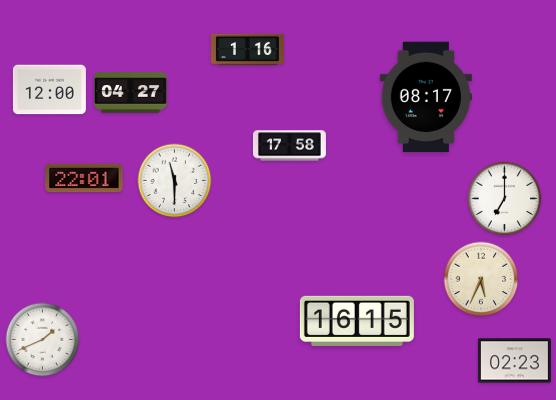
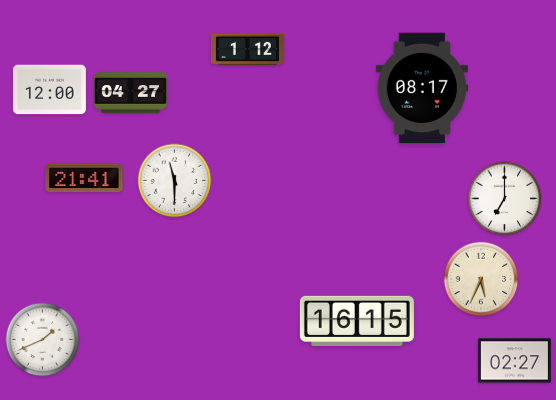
clock at (247, 50): 1:16 -> 1:12
clock at (426, 97) position: (426, 97) -> (422, 88)
clock at (289, 146): 17:58 -> none
clock at (84, 178): 22:01 -> 21:41
clock at (514, 361): 02:23 -> 02:27
